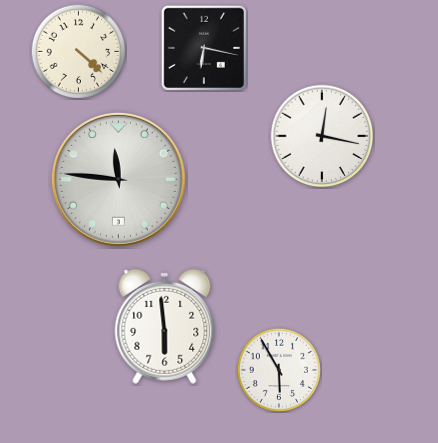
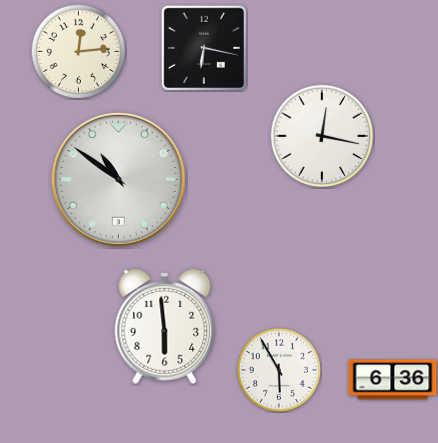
clock at (78, 51): 4:22 -> 12:14
clock at (118, 179): 11:46 -> 10:51
clock at (393, 380): none -> 6:36
